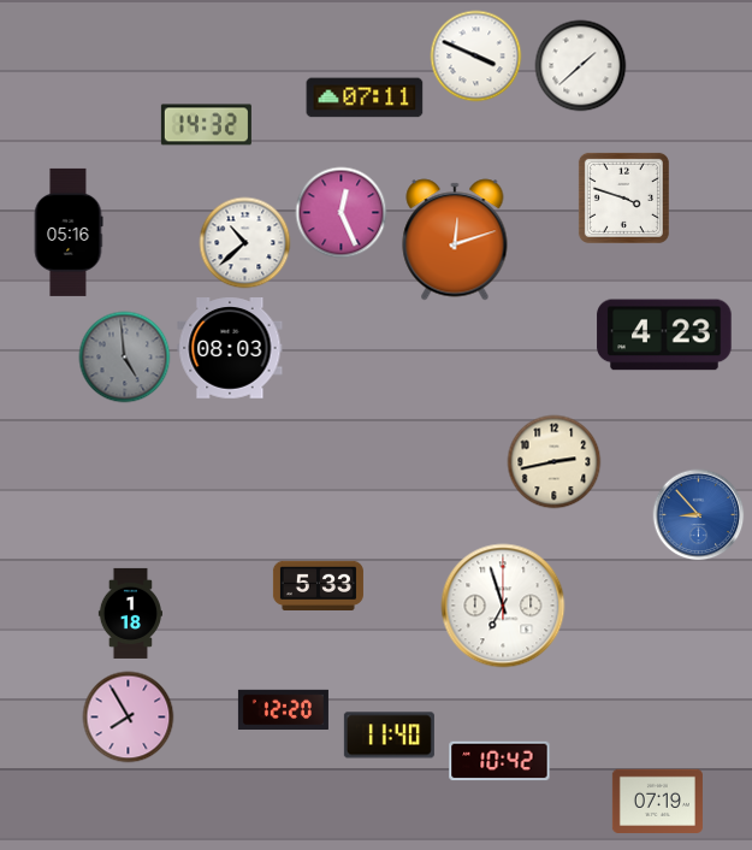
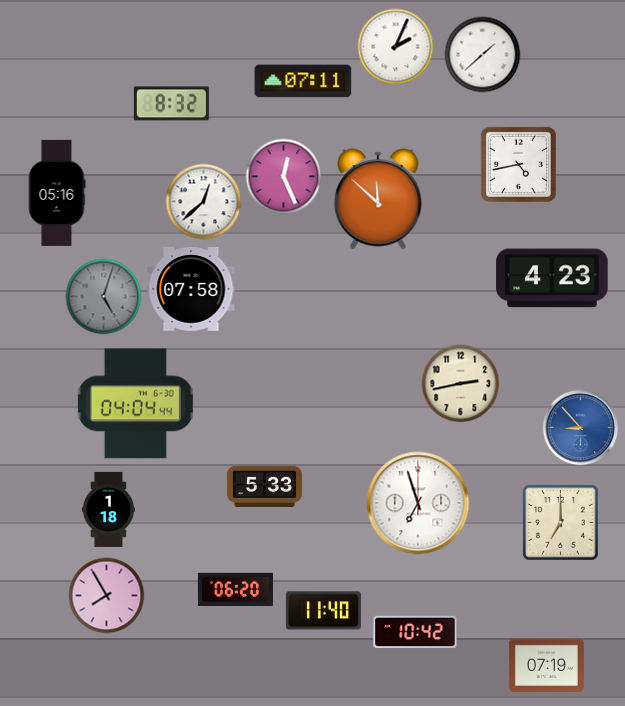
clock at (476, 57): 3:49 -> 2:04
clock at (206, 125): 14:32 -> 8:32
clock at (623, 197): 3:48 -> 4:43
clock at (455, 240): 12:12 -> 11:52
clock at (245, 243): 10:38 -> 12:38
clock at (230, 349): 08:03 -> 07:58
clock at (125, 358): 4:59 -> 5:03
clock at (135, 404): none -> 04:04
clock at (561, 523): none -> 7:00
clock at (283, 709): 12:20 -> 06:20
